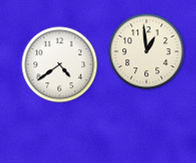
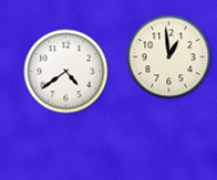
clock at (147, 52) position: (147, 52) -> (169, 57)
